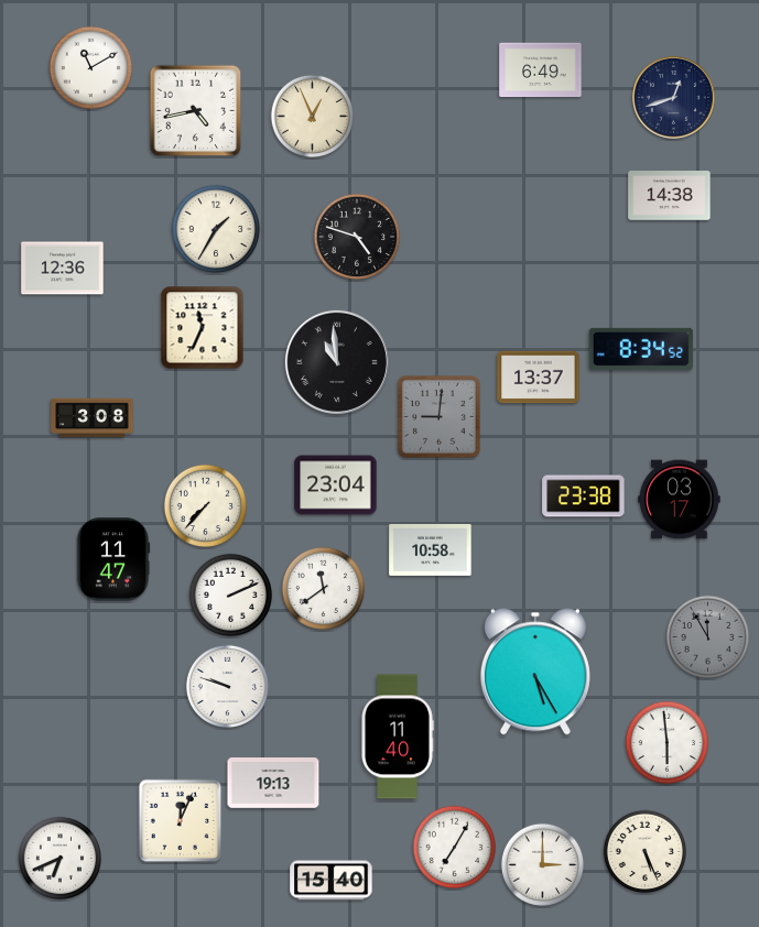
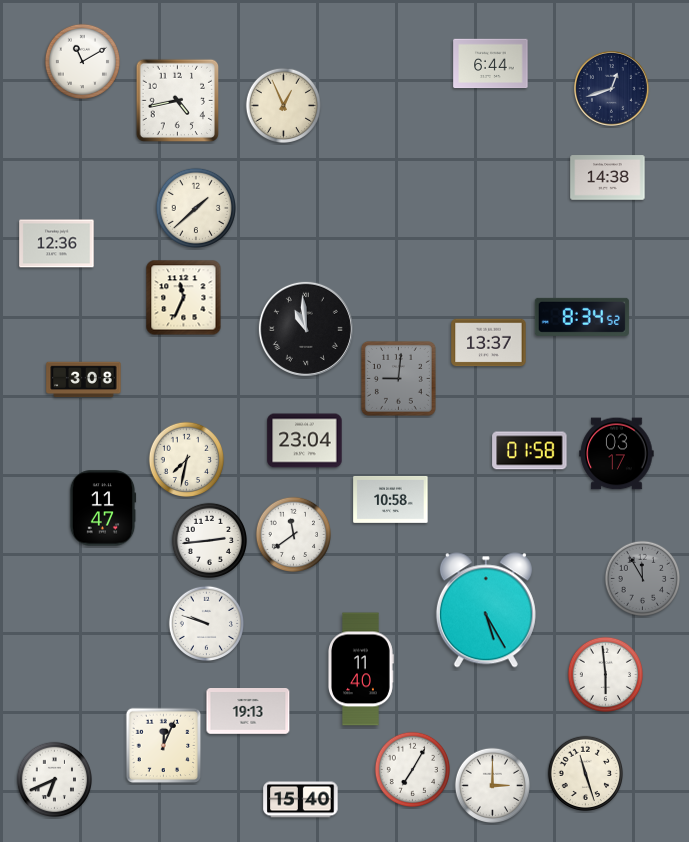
clock at (541, 70): 6:49 -> 6:44
clock at (216, 229): 1:35 -> 1:38
clock at (356, 236): 4:48 -> none
clock at (584, 497): 23:38 -> 01:58
clock at (205, 505): 7:37 -> 7:32
clock at (230, 595): 2:11 -> 2:44
clock at (644, 851): 5:26 -> 11:27
